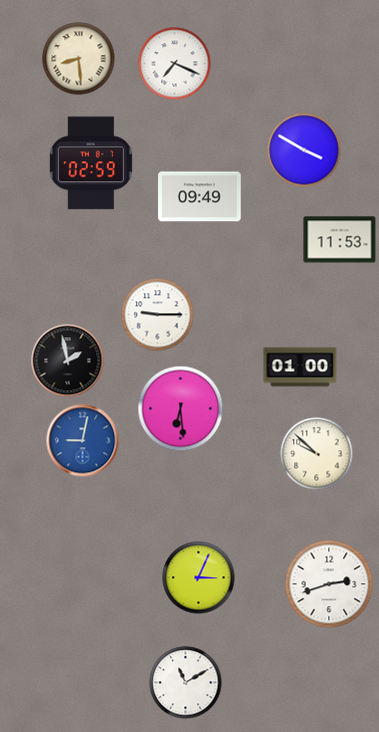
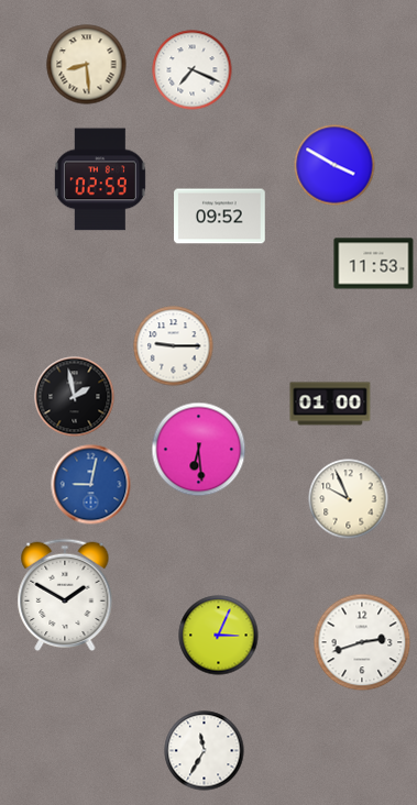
clock at (200, 197): 09:49 -> 09:52
clock at (317, 454): 9:52 -> 9:56
clock at (65, 595): none -> 1:50
clock at (186, 683): 11:10 -> 11:35
